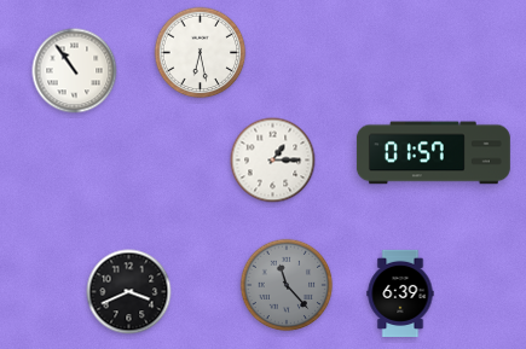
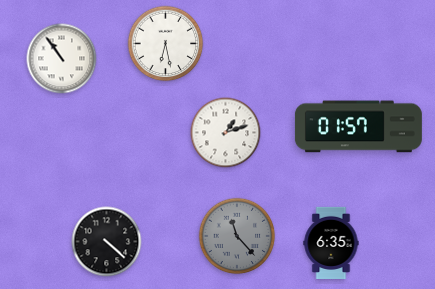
clock at (273, 161): 1:15 -> 1:12
clock at (129, 292): 3:41 -> 4:22
clock at (400, 292): 6:39 -> 6:35
